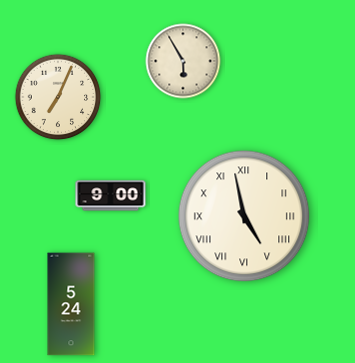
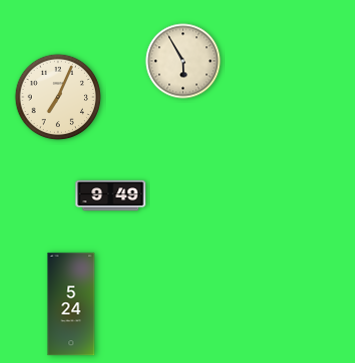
clock at (111, 196): 9:00 -> 9:49
clock at (244, 216): 4:58 -> none
